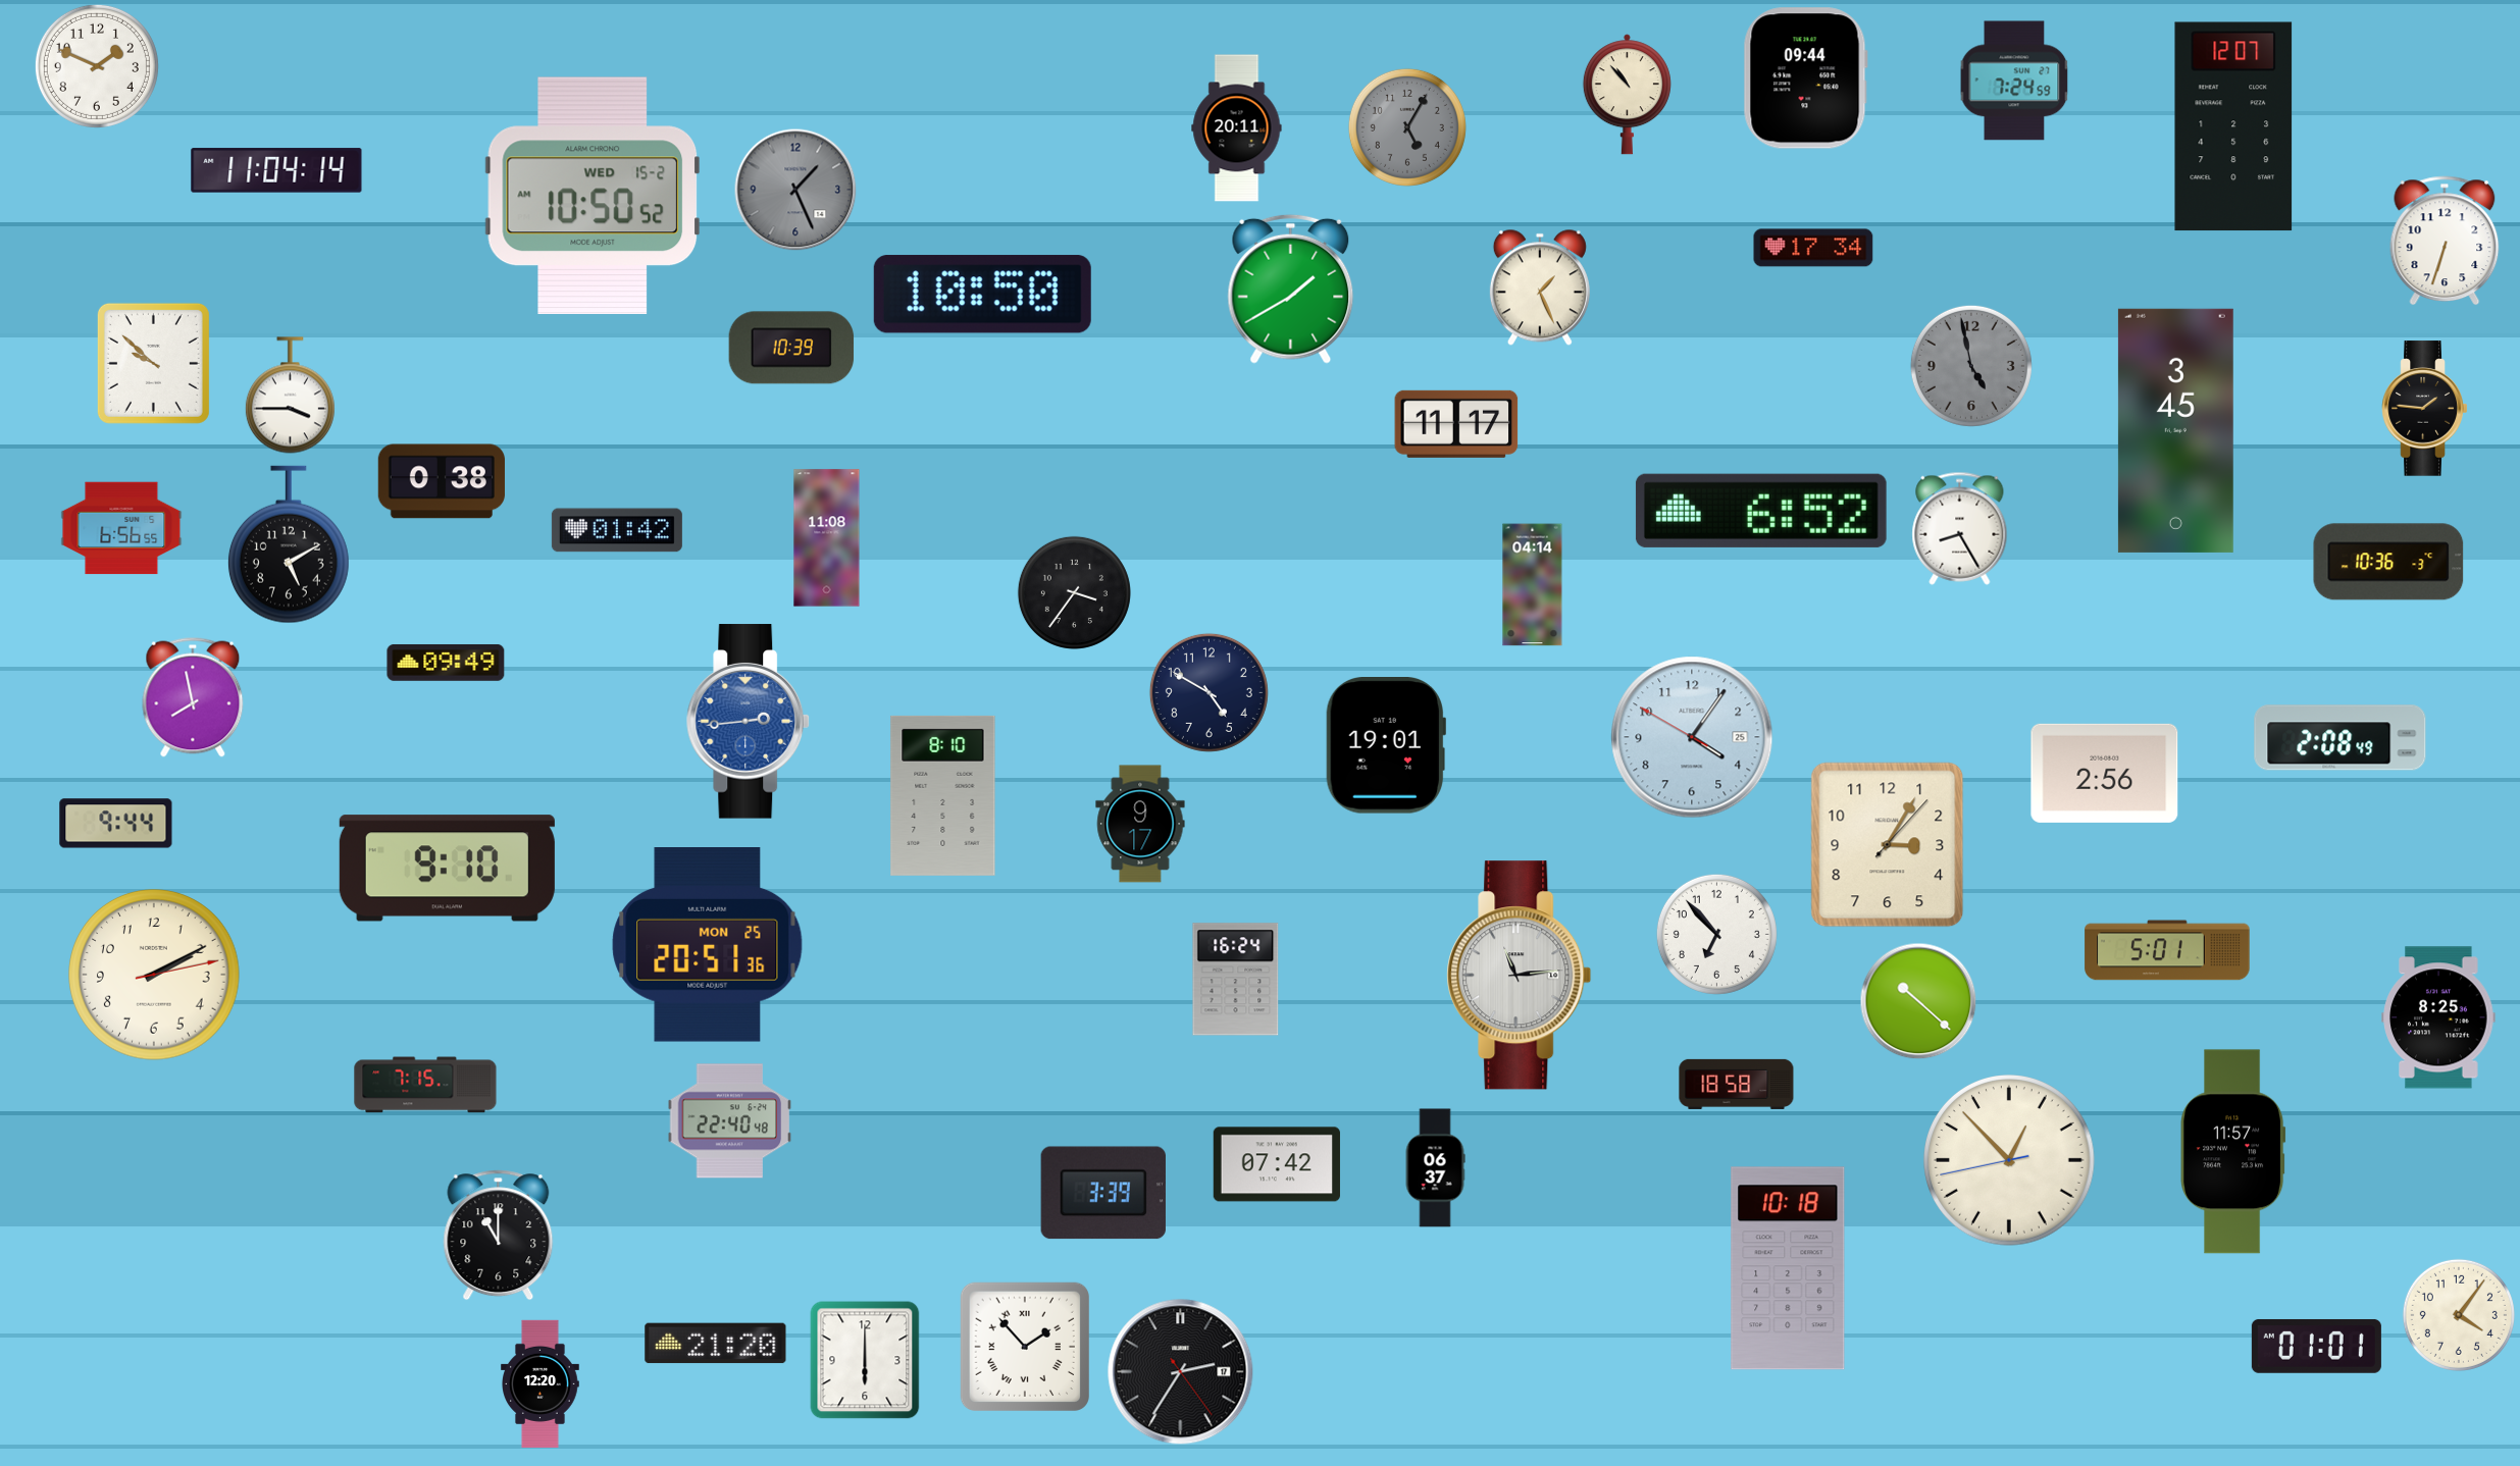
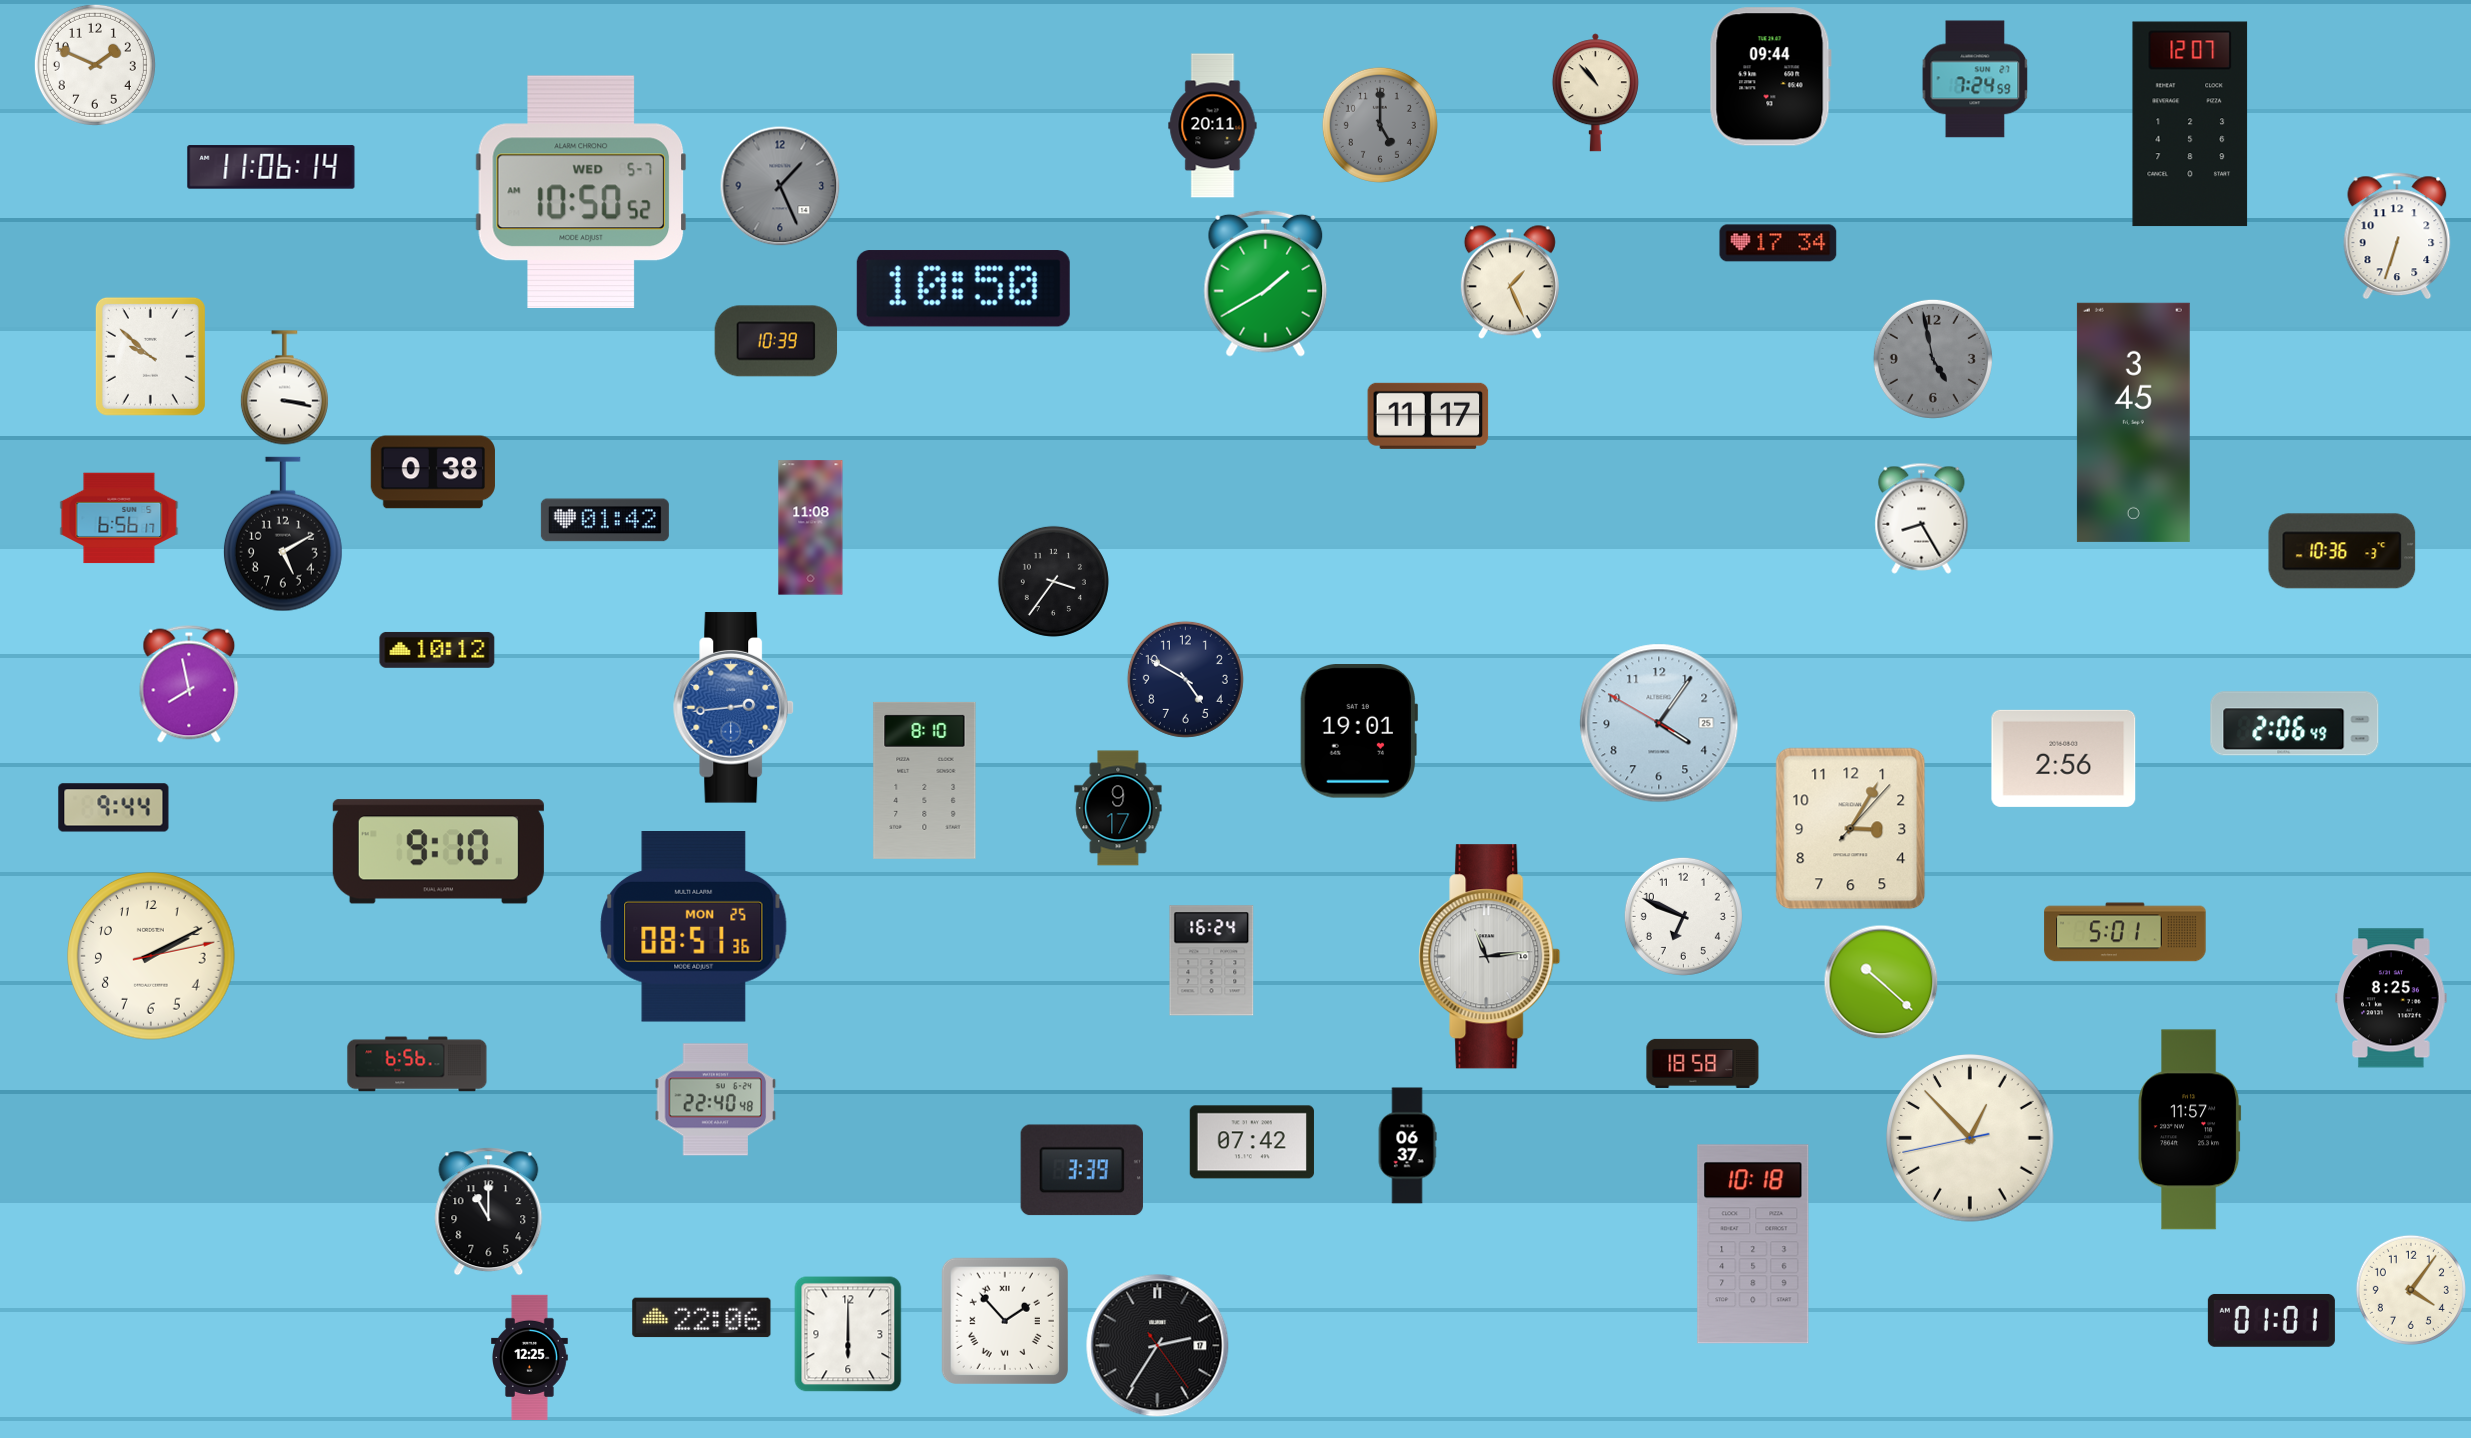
clock at (1407, 127): 5:05 -> 5:00
clock at (276, 170): 11:04 -> 11:06
clock at (592, 195) date: WED 15-2 -> WED 5-7
clock at (290, 396): 3:45 -> 3:17
clock at (2425, 409): 1:46 -> none
clock at (1761, 511): 6:52 -> none
clock at (121, 528): 6:56:55 -> 6:56:17
clock at (1533, 585): 04:14 -> none
clock at (446, 663): 09:49 -> 10:12
clock at (2341, 738): 2:08 -> 2:06
clock at (1716, 934): 6:53 -> 6:49
clock at (708, 945): 20:51 -> 08:51
clock at (425, 1085): 7:15 -> 6:56
clock at (716, 1344): 21:20 -> 22:06
clock at (541, 1383): 12:20 -> 12:25
